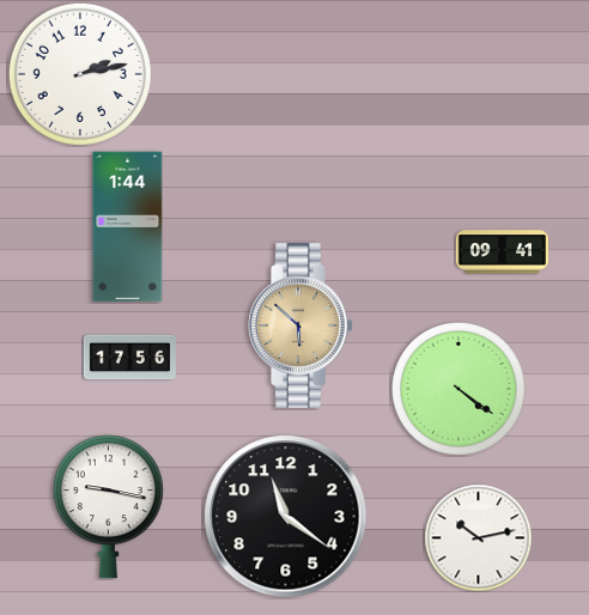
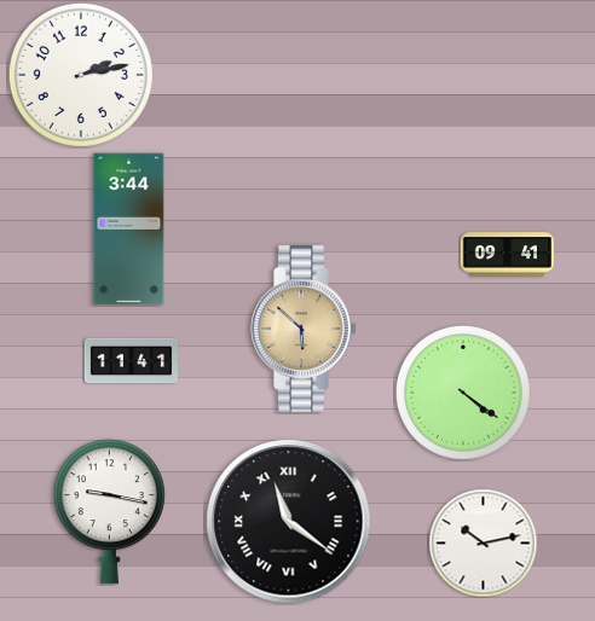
clock at (128, 227): 1:44 -> 3:44
clock at (129, 358): 17:56 -> 11:41
clock at (286, 517) numerals: Arabic -> Roman
